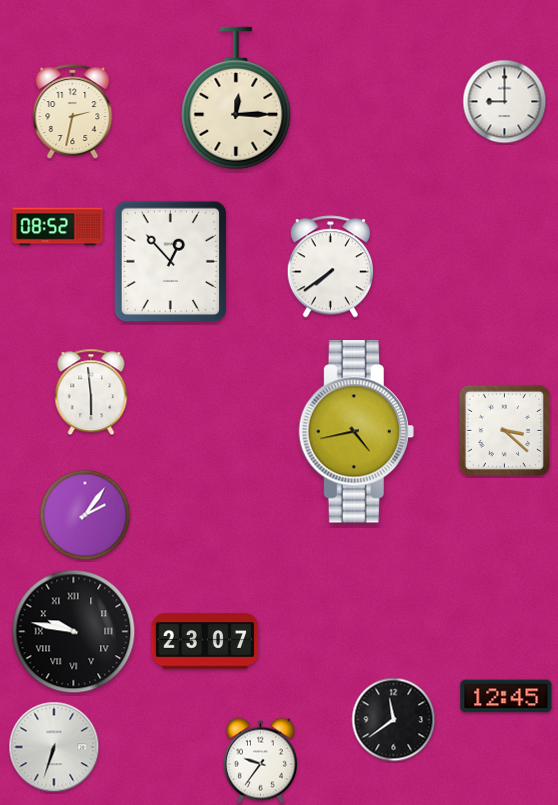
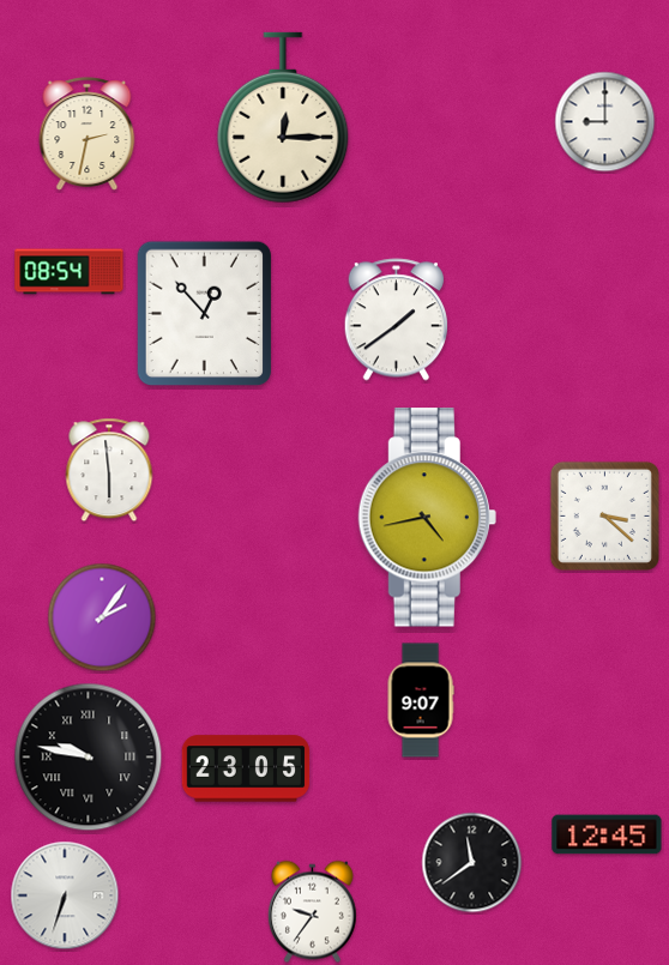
clock at (58, 227): 08:52 -> 08:54
clock at (330, 267): 7:39 -> 1:39
clock at (421, 700): none -> 9:07
clock at (205, 641): 23:07 -> 23:05
